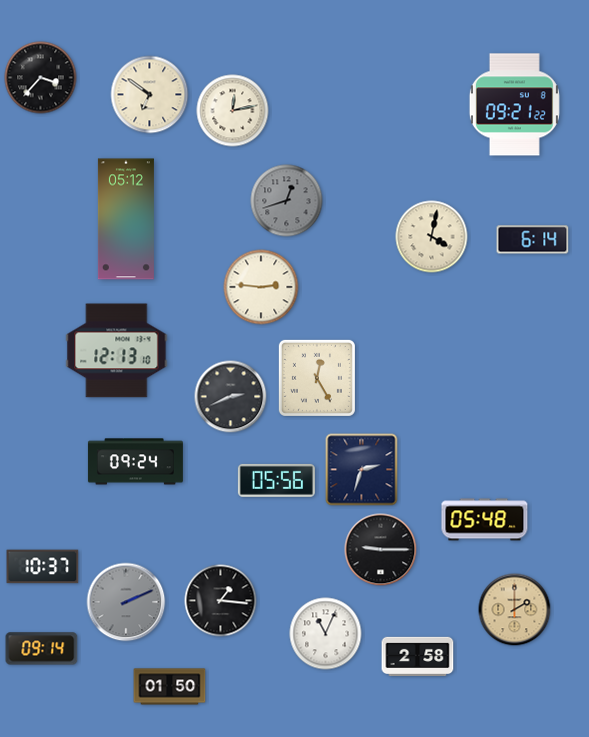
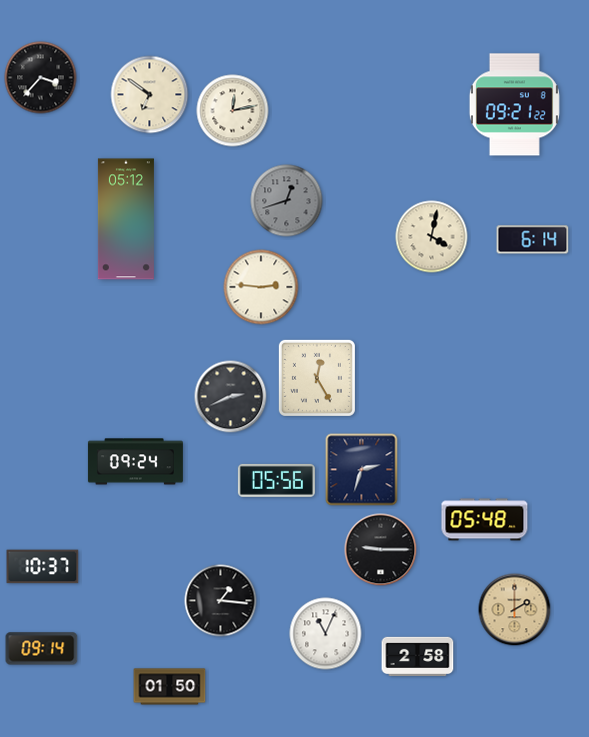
clock at (117, 351): 12:13 -> none
clock at (126, 602): 2:11 -> none
